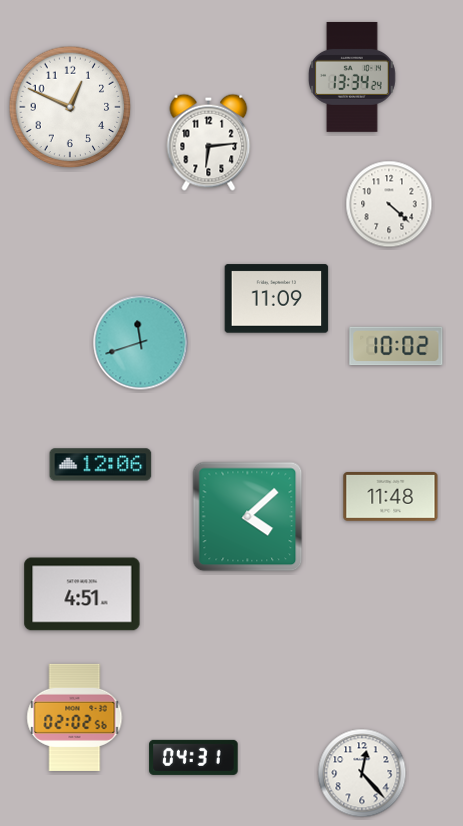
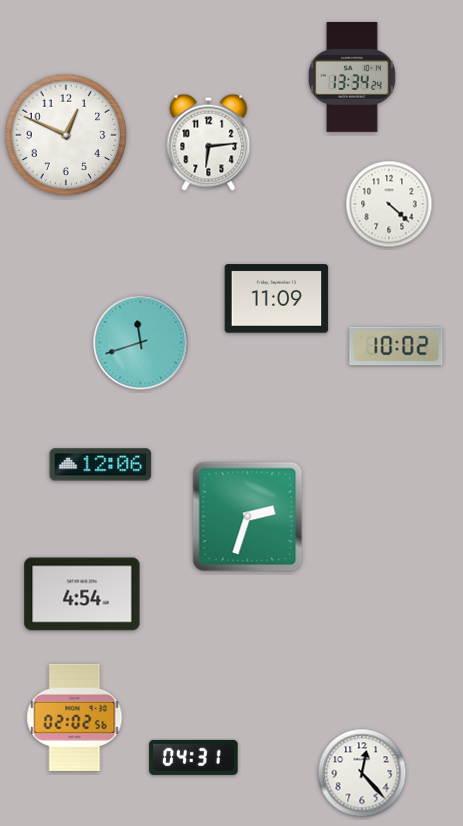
clock at (70, 107) position: (70, 107) -> (66, 135)
clock at (391, 497): 11:48 -> none
clock at (248, 517): 4:08 -> 2:33
clock at (82, 594): 4:51 -> 4:54
